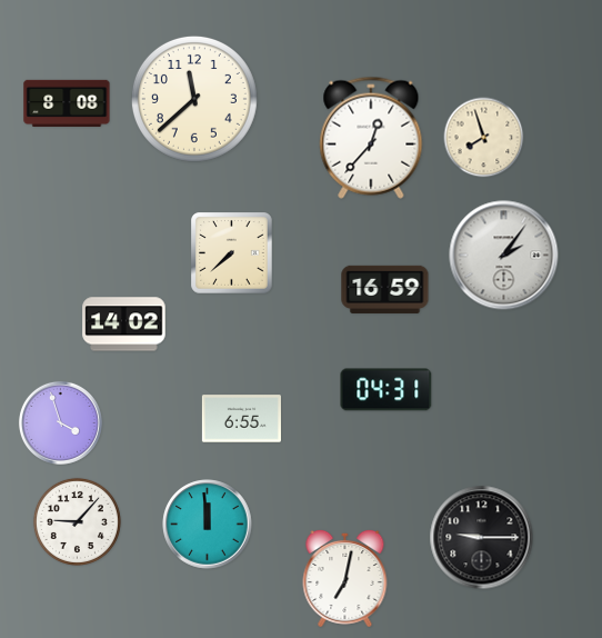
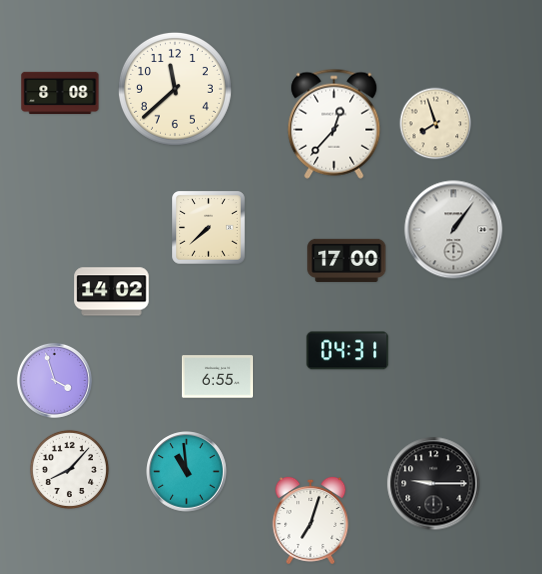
clock at (504, 256): 2:06 -> 1:06
clock at (385, 289): 16:59 -> 17:00
clock at (77, 521): 9:07 -> 8:07
clock at (208, 525): 11:59 -> 10:59
clock at (345, 578): 7:02 -> 7:03
